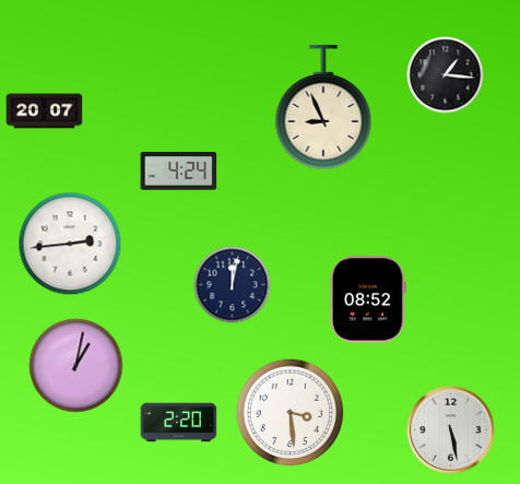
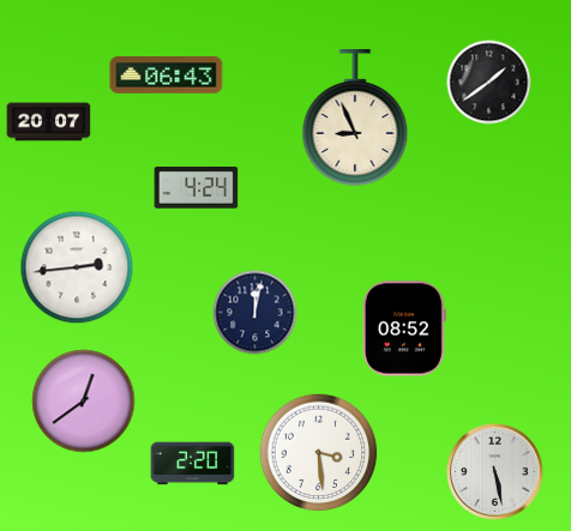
clock at (167, 76): none -> 06:43
clock at (446, 75): 1:16 -> 1:39
clock at (76, 366): 1:02 -> 12:39
clock at (179, 423) position: (179, 423) -> (193, 464)
